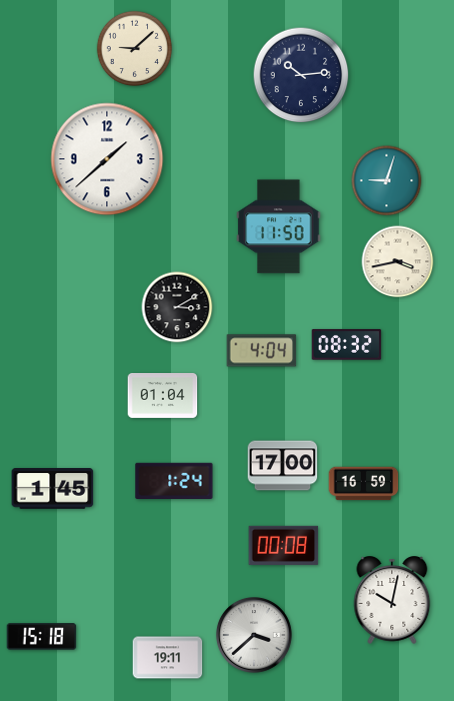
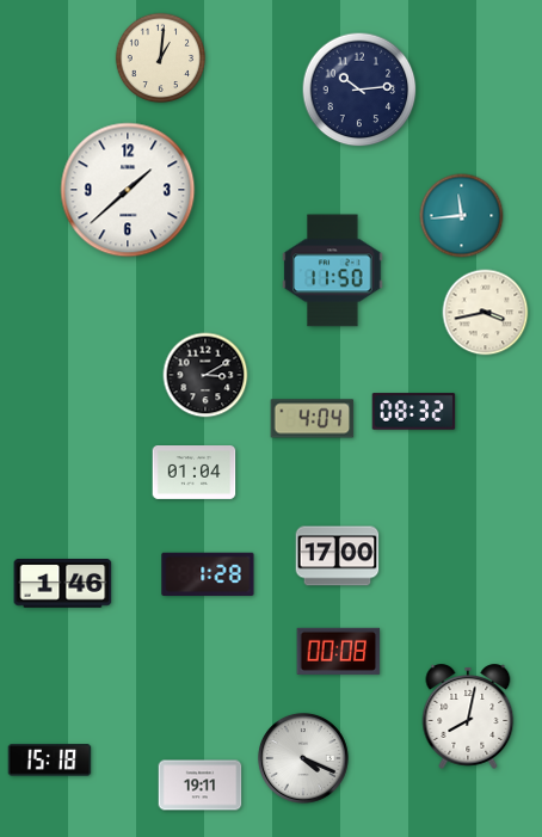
clock at (135, 49): 9:08 -> 1:01
clock at (387, 181): 9:03 -> 11:44
clock at (398, 262) position: (398, 262) -> (486, 313)
clock at (177, 307) position: (177, 307) -> (205, 375)
clock at (174, 481): 1:24 -> 1:28
clock at (364, 484): 16:59 -> none
clock at (53, 489): 1:45 -> 1:46
clock at (392, 601): 10:02 -> 8:02
clock at (254, 636): 3:38 -> 4:19
